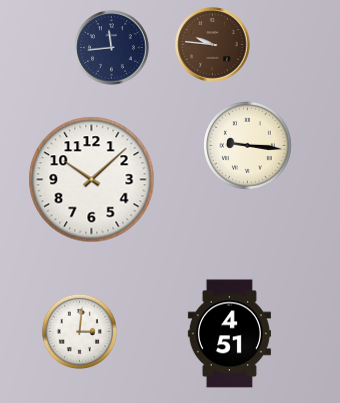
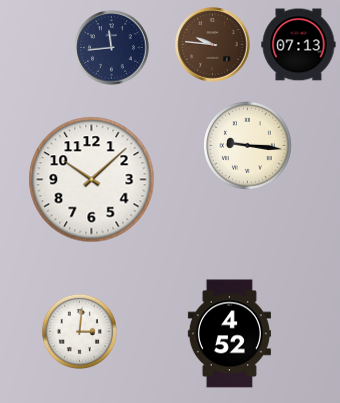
clock at (299, 45): none -> 07:13
clock at (229, 334): 4:51 -> 4:52
